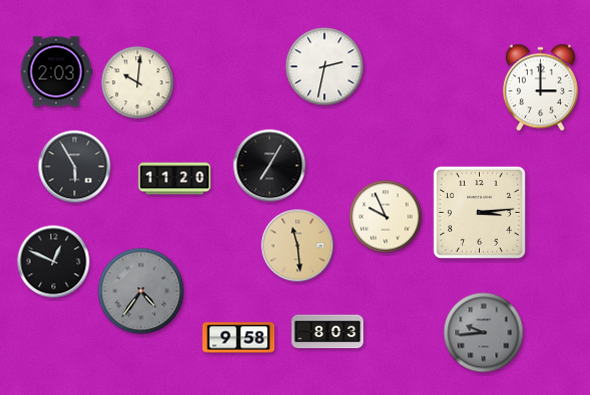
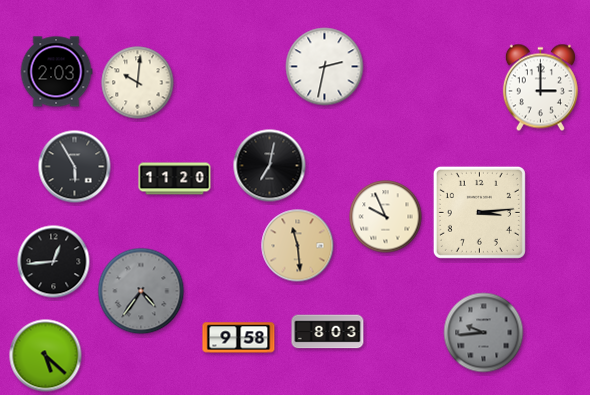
clock at (270, 166): 7:05 -> 7:02
clock at (54, 262): 12:49 -> 12:44
clock at (46, 356): none -> 5:22
